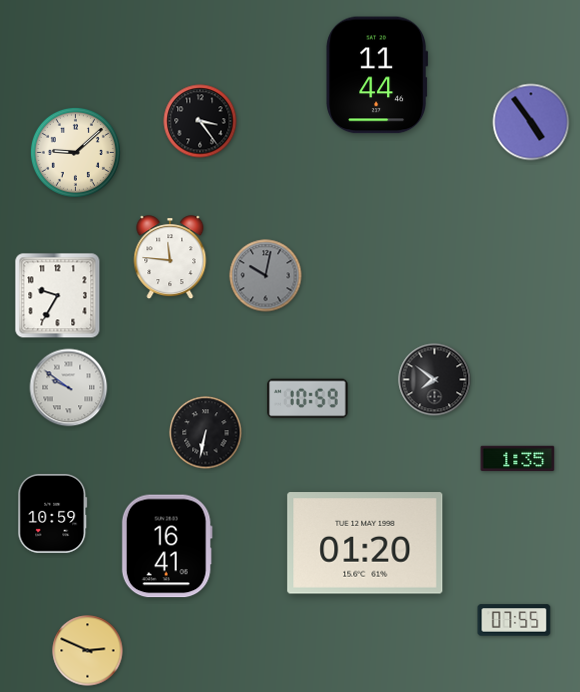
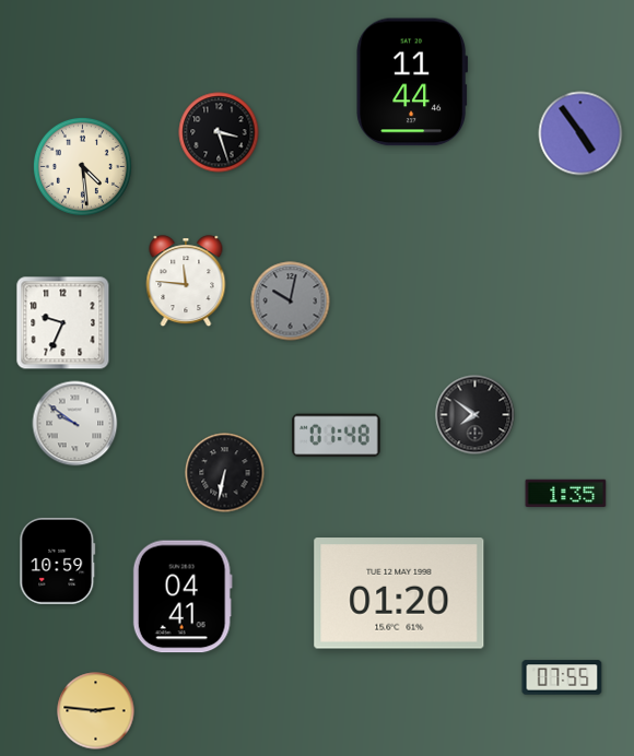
clock at (200, 121): 3:24 -> 3:27
clock at (75, 152): 9:08 -> 4:29
clock at (58, 296): 9:35 -> 9:34
clock at (308, 399): 10:59 -> 01:48
clock at (518, 459) position: (518, 459) -> (566, 494)
clock at (167, 546): 16:41 -> 04:41
clock at (88, 651): 2:49 -> 2:46
